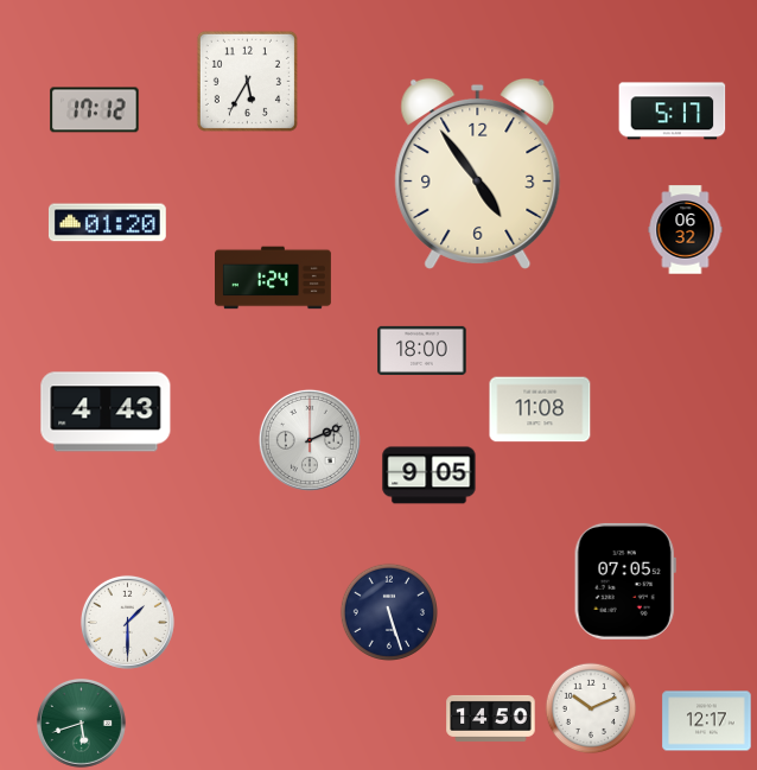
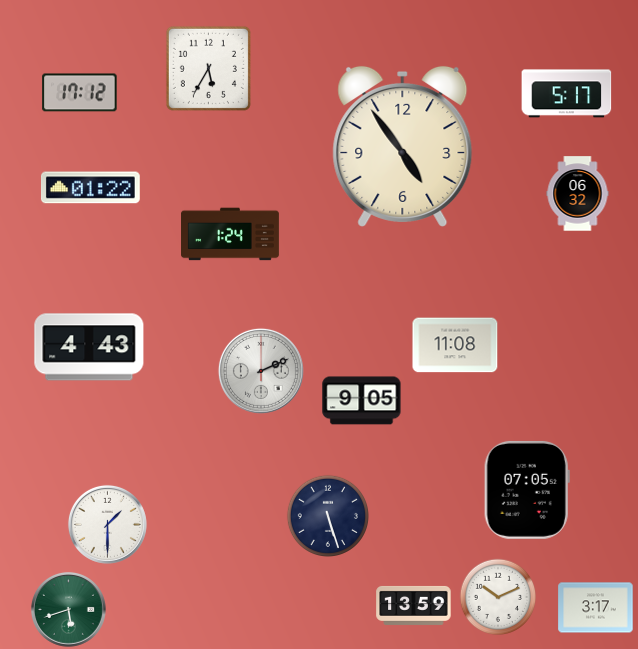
clock at (107, 223): 01:20 -> 01:22
clock at (422, 350): 18:00 -> none
clock at (491, 718): 14:50 -> 13:59
clock at (707, 721): 12:17 -> 3:17
